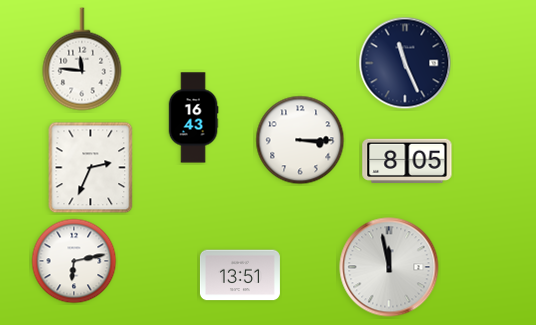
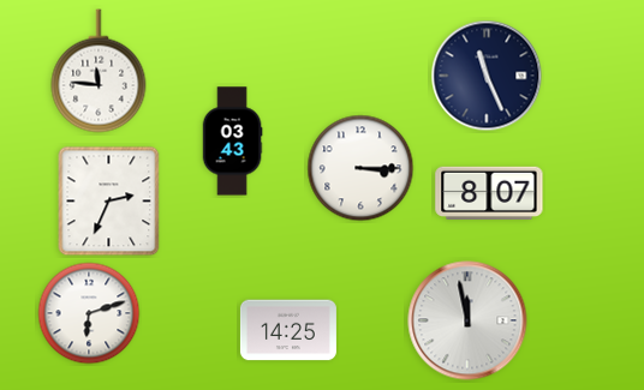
clock at (193, 118): 16:43 -> 03:43
clock at (407, 160): 8:05 -> 8:07
clock at (74, 261): 6:13 -> 6:12
clock at (240, 275): 13:51 -> 14:25
